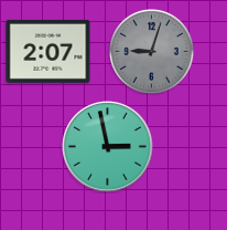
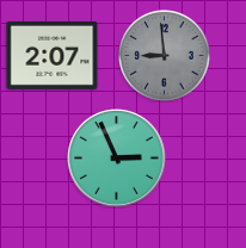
clock at (152, 52): 9:03 -> 8:59
clock at (108, 147): 2:58 -> 2:56
